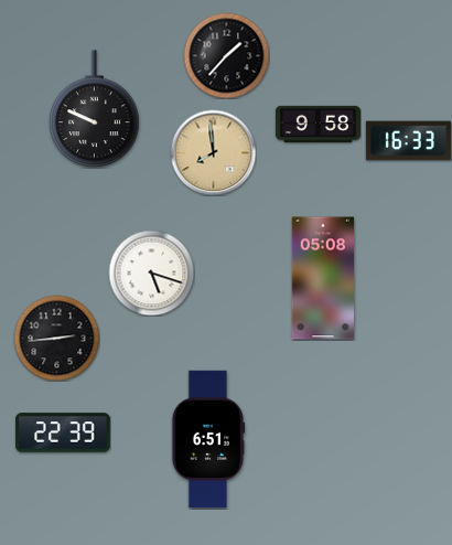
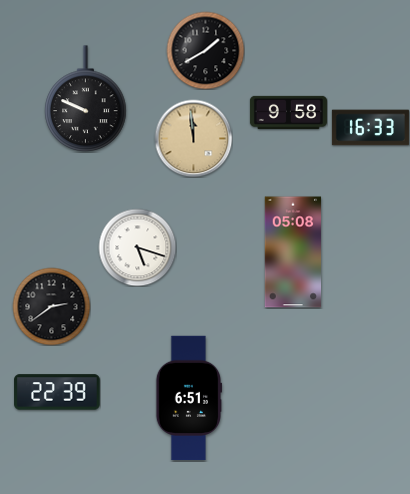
clock at (226, 55): 1:37 -> 1:40
clock at (213, 152): 7:59 -> 11:59
clock at (56, 338): 2:44 -> 2:39
